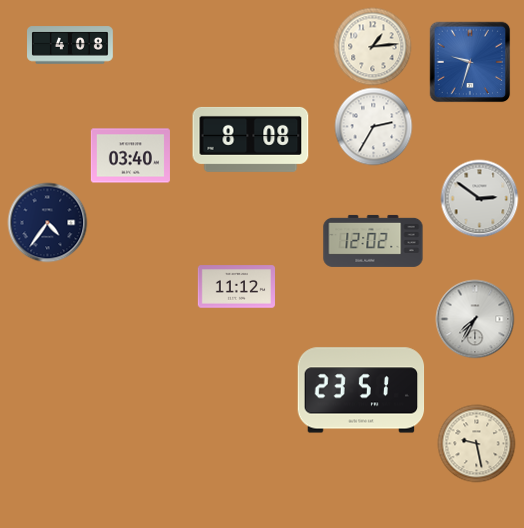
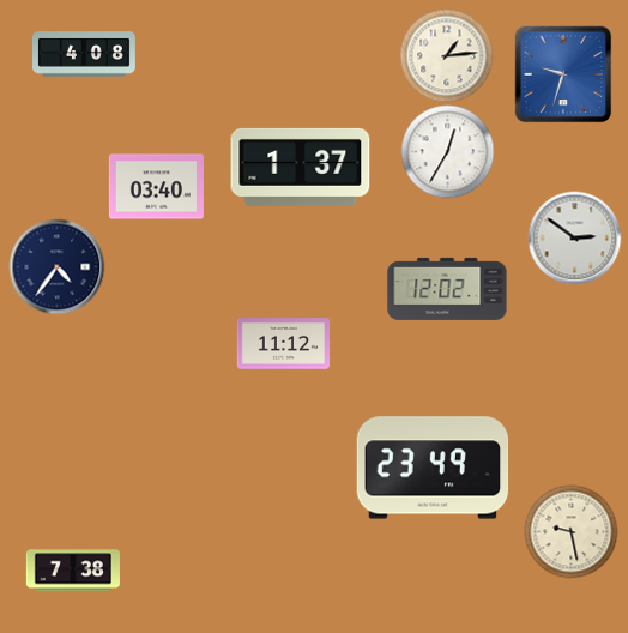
clock at (373, 126): 2:35 -> 12:35
clock at (251, 139): 8:08 -> 1:37
clock at (475, 319): 7:35 -> none
clock at (361, 390): 23:51 -> 23:49
clock at (73, 571): none -> 7:38
